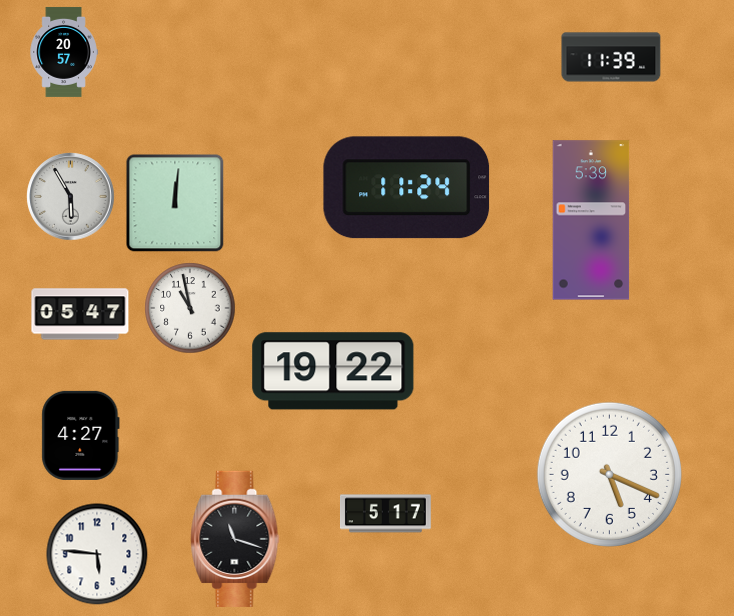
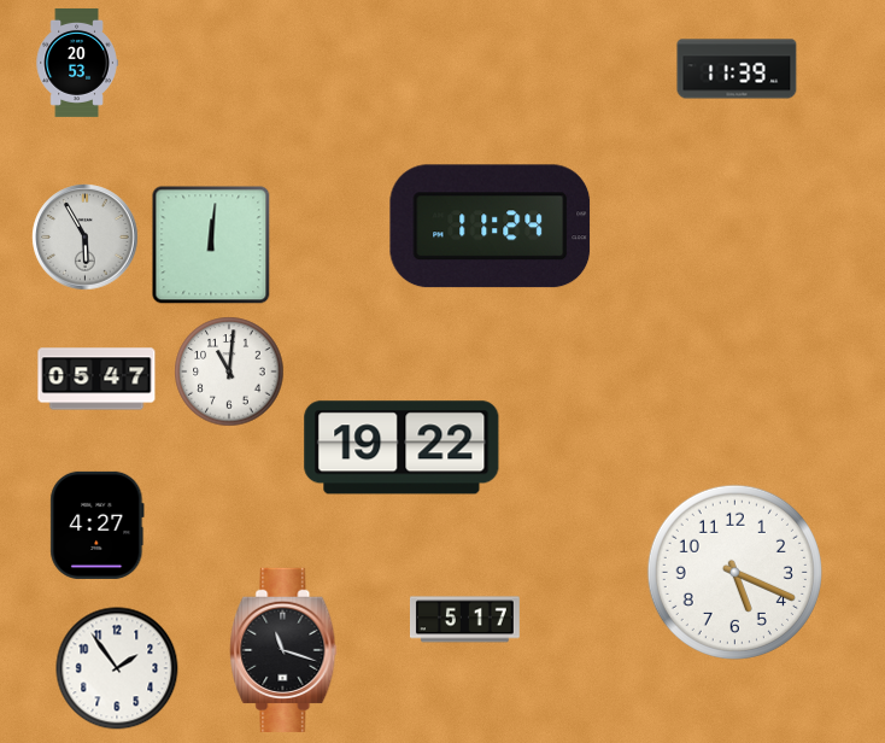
clock at (64, 52): 20:57 -> 20:53
clock at (591, 220): 5:39 -> none
clock at (190, 308): 10:58 -> 11:01
clock at (97, 554): 5:46 -> 1:54
